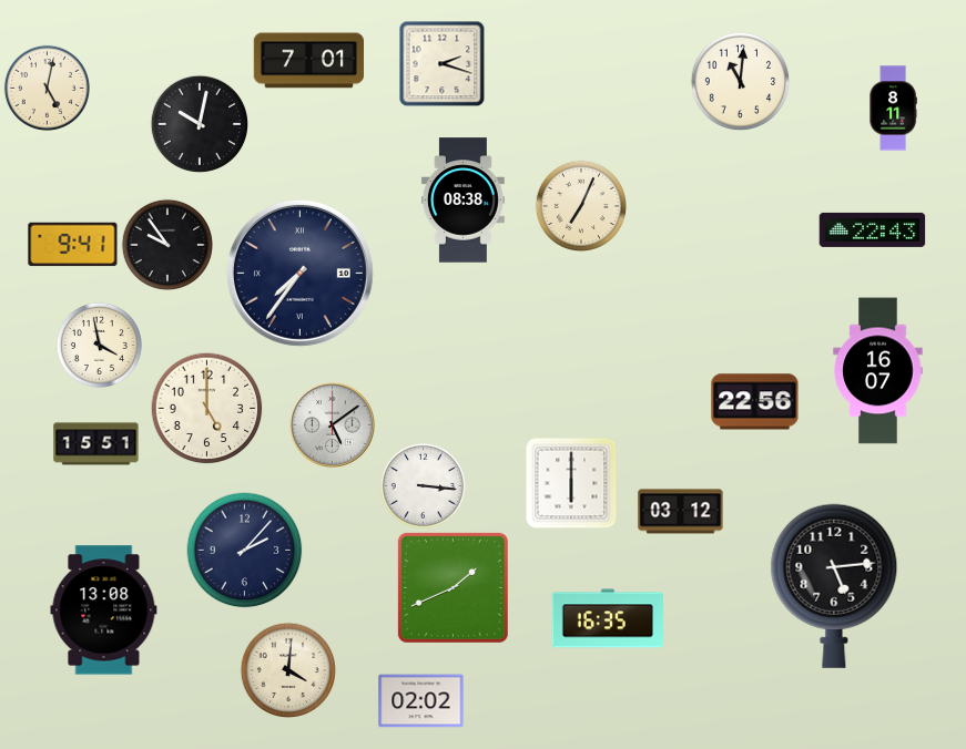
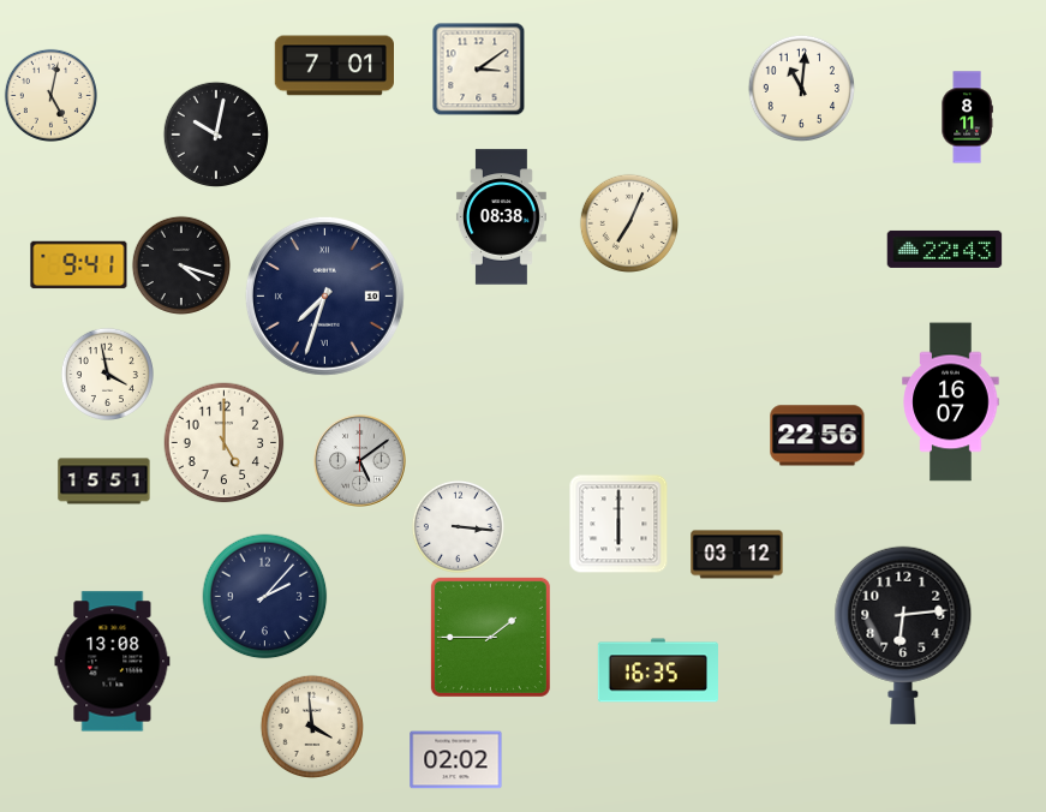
clock at (441, 63): 2:18 -> 3:09
clock at (167, 245): 9:54 -> 4:18
clock at (299, 273): 7:36 -> 7:33
clock at (834, 586): 5:14 -> 6:14
clock at (453, 587): 1:41 -> 1:45
clock at (287, 669): 4:01 -> 3:59
